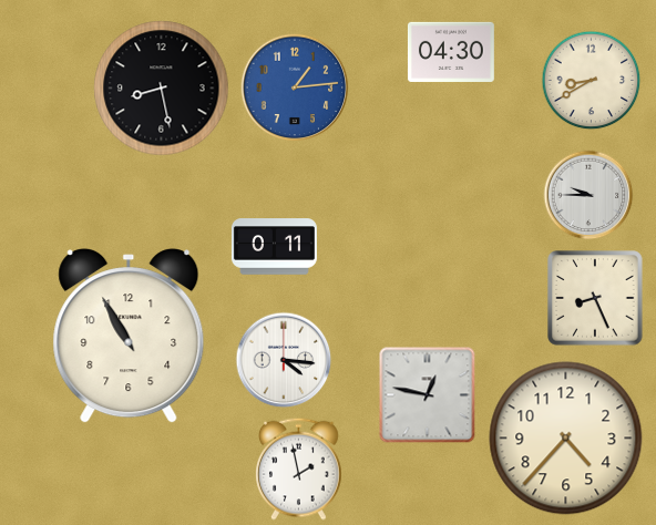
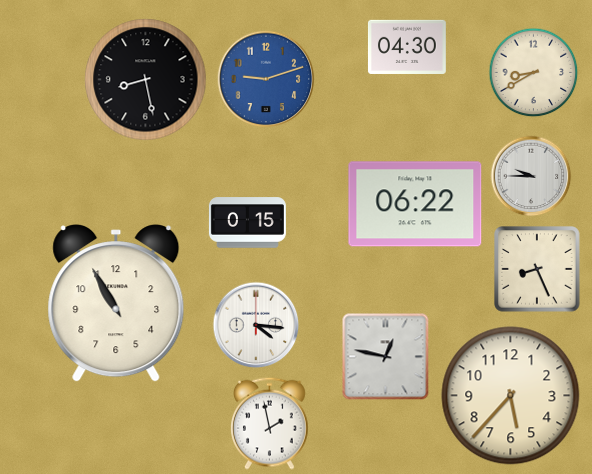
clock at (295, 87): 1:14 -> 9:12
clock at (415, 204): none -> 06:22
clock at (274, 247): 0:11 -> 0:15
clock at (566, 439): 4:37 -> 5:37
